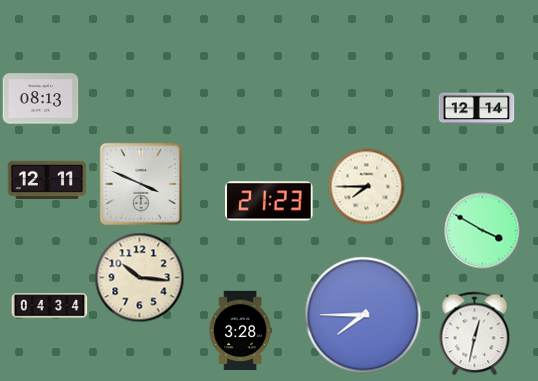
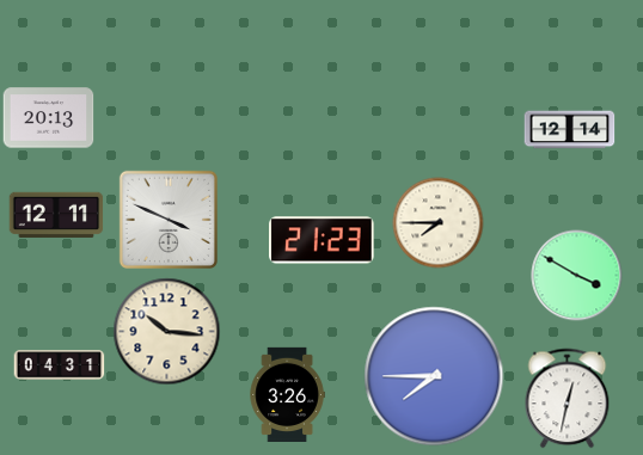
clock at (41, 99): 08:13 -> 20:13
clock at (50, 306): 04:34 -> 04:31
clock at (240, 330): 3:28 -> 3:26
